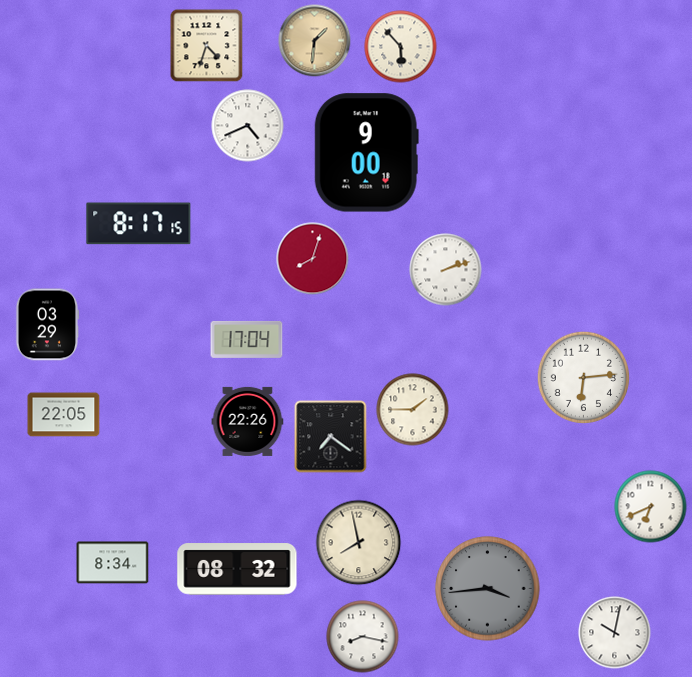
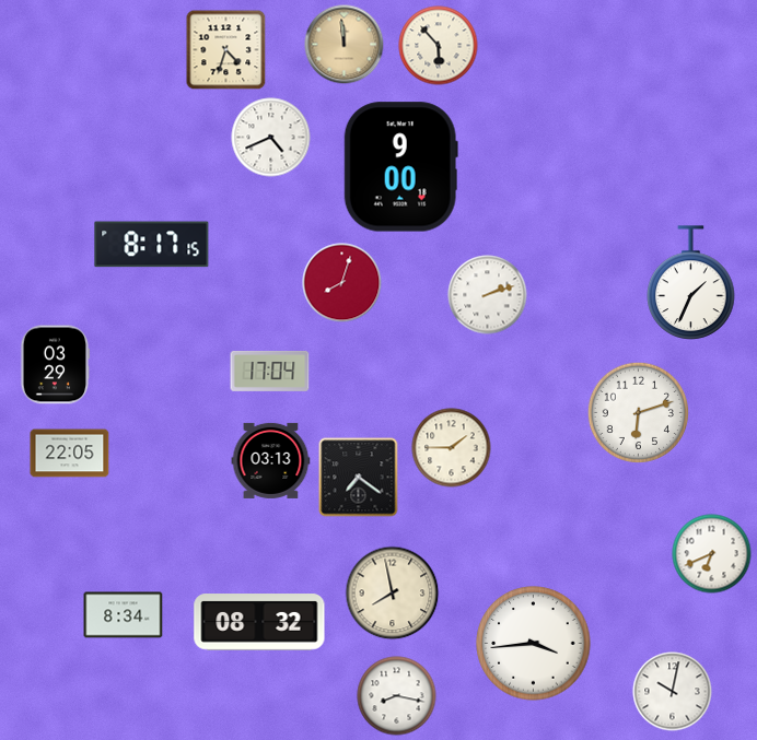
clock at (315, 41): 1:31 -> 11:59
clock at (401, 47) position: (401, 47) -> (439, 46)
clock at (691, 283): none -> 1:34
clock at (47, 325) position: (47, 325) -> (55, 365)
clock at (583, 377): 6:14 -> 6:12
clock at (248, 421): 22:26 -> 03:13
clock at (331, 437) position: (331, 437) -> (359, 478)
clock at (488, 589) dial: grey -> white
